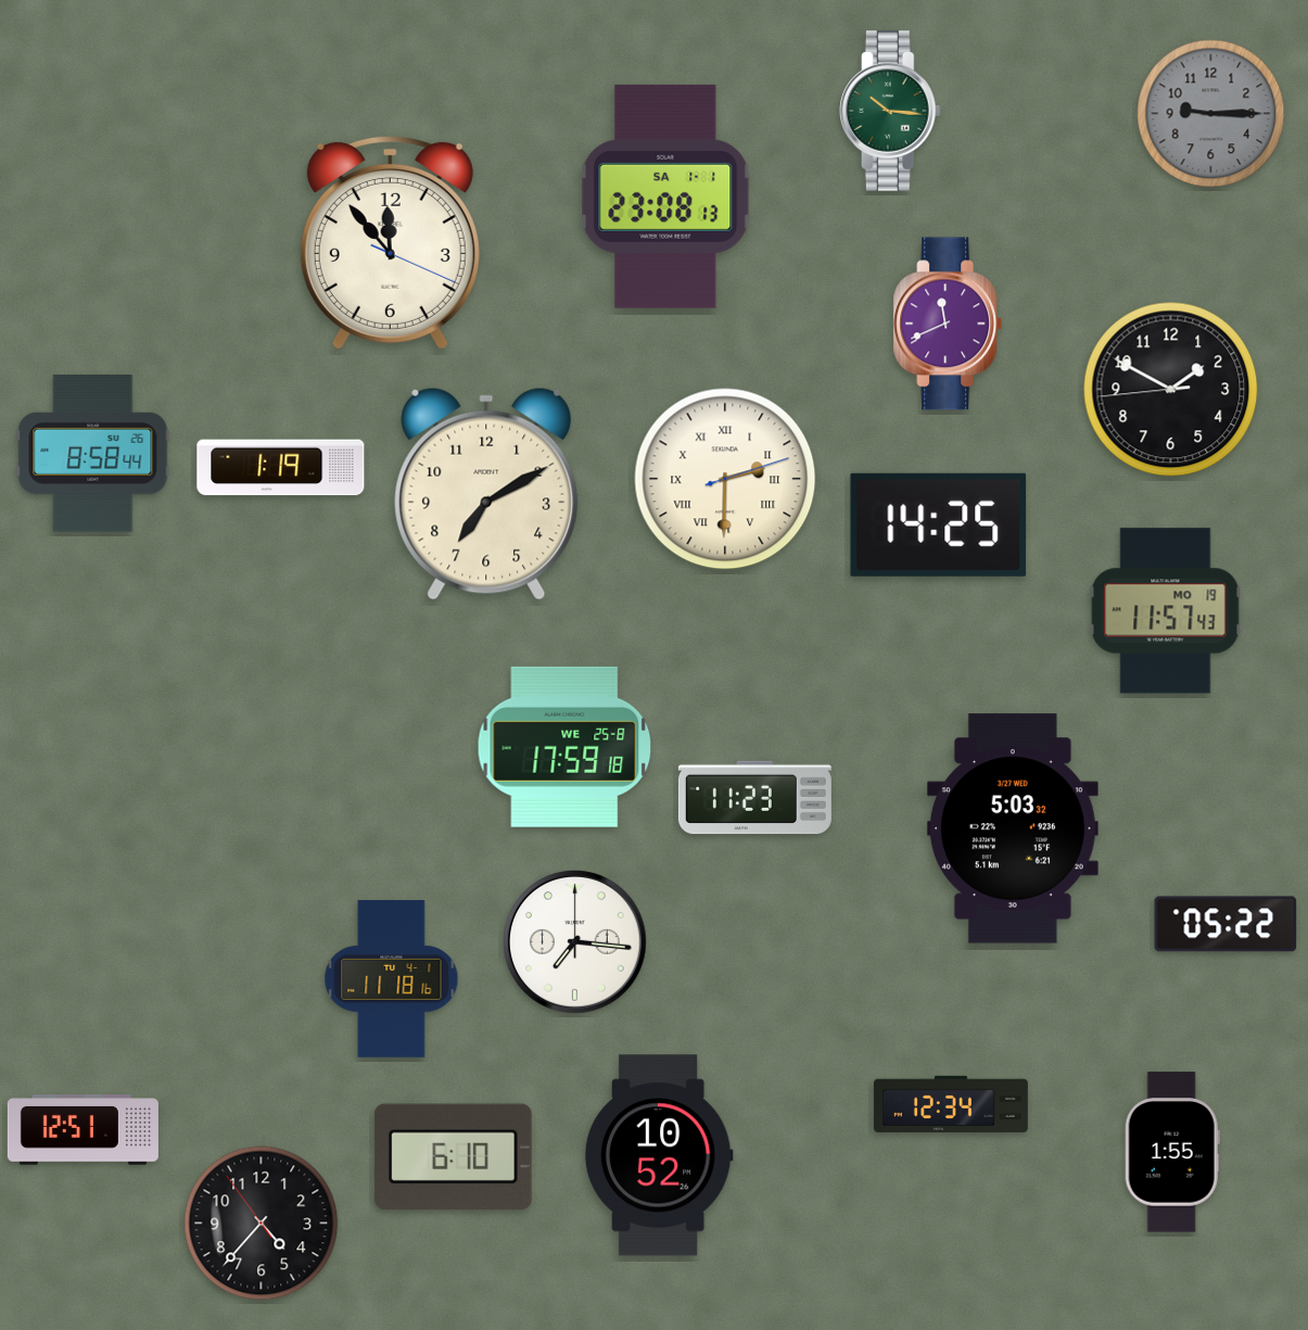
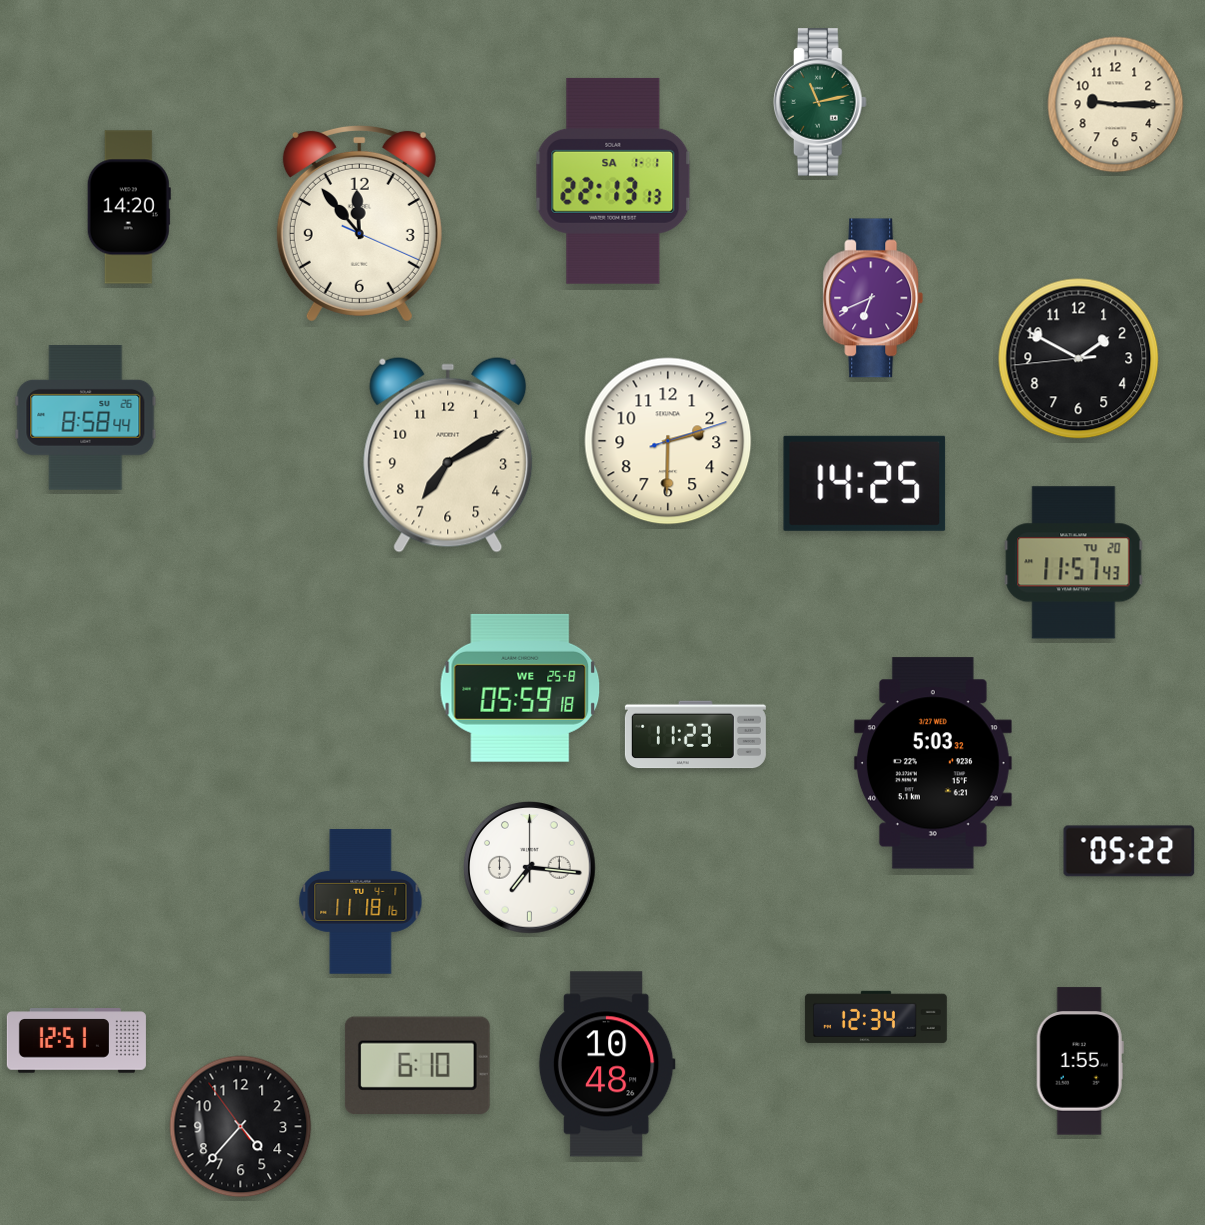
clock at (891, 111): 10:16 -> 11:13
clock at (1211, 114) dial: grey -> cream
clock at (665, 197): 23:08 -> 22:13
clock at (129, 207): none -> 14:20
clock at (948, 324): 11:41 -> 6:41
clock at (281, 468): 1:19 -> none
clock at (725, 479) numerals: Roman -> Arabic
clock at (1166, 611) date: MO 19 -> TU 20
clock at (564, 747): 17:59 -> 05:59
clock at (659, 1155): 10:52 -> 10:48
